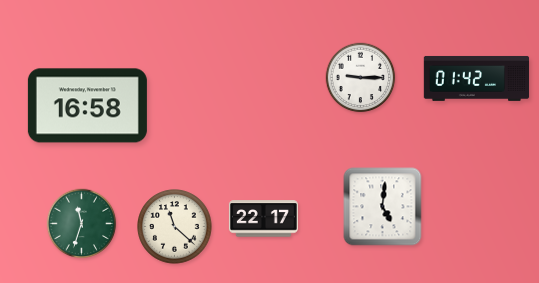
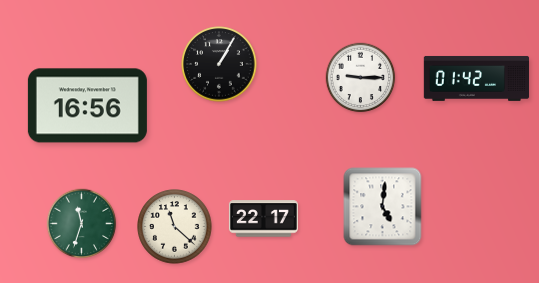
clock at (219, 64): none -> 1:05
clock at (87, 106): 16:58 -> 16:56
